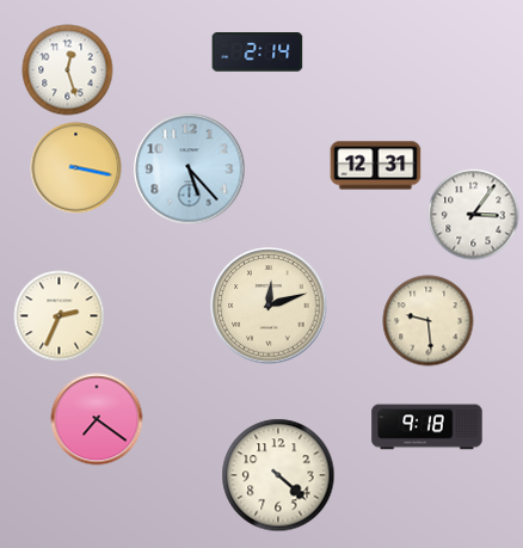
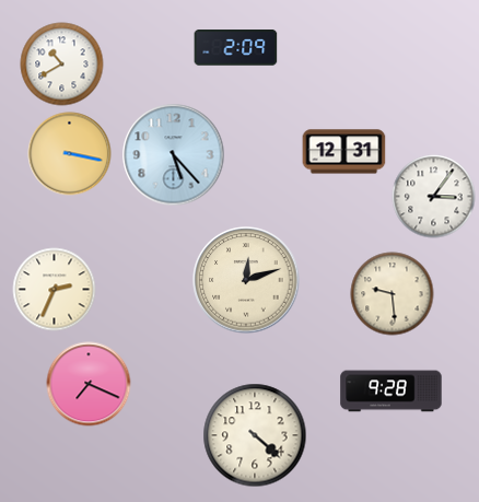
clock at (258, 53): 2:14 -> 2:09
clock at (68, 70): 12:27 -> 10:40
clock at (97, 419): 7:21 -> 7:19
clock at (427, 427): 9:18 -> 9:28
